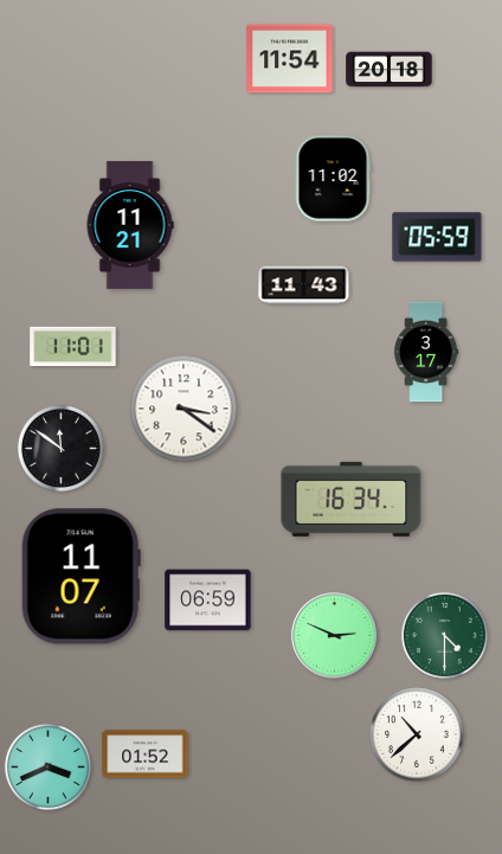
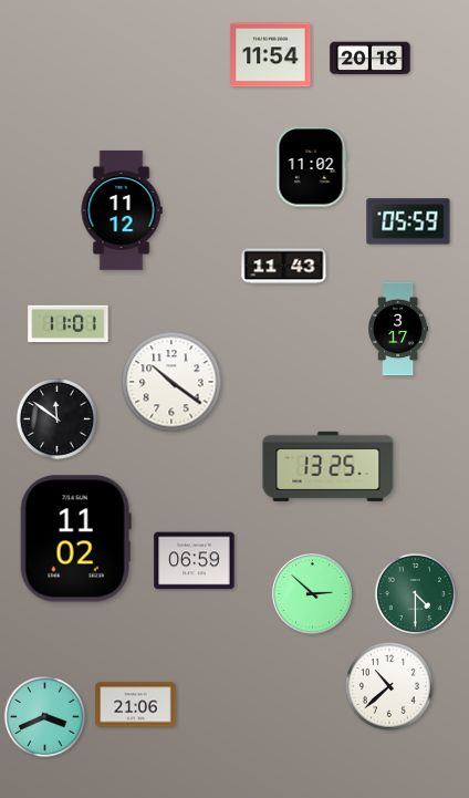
clock at (390, 70) position: (390, 70) -> (371, 59)
clock at (130, 225): 11:21 -> 11:12
clock at (184, 409): 3:21 -> 10:21
clock at (352, 499): 16:34 -> 13:25
clock at (81, 577): 11:07 -> 11:02
clock at (335, 636): 2:49 -> 2:52
clock at (146, 755): 01:52 -> 21:06
